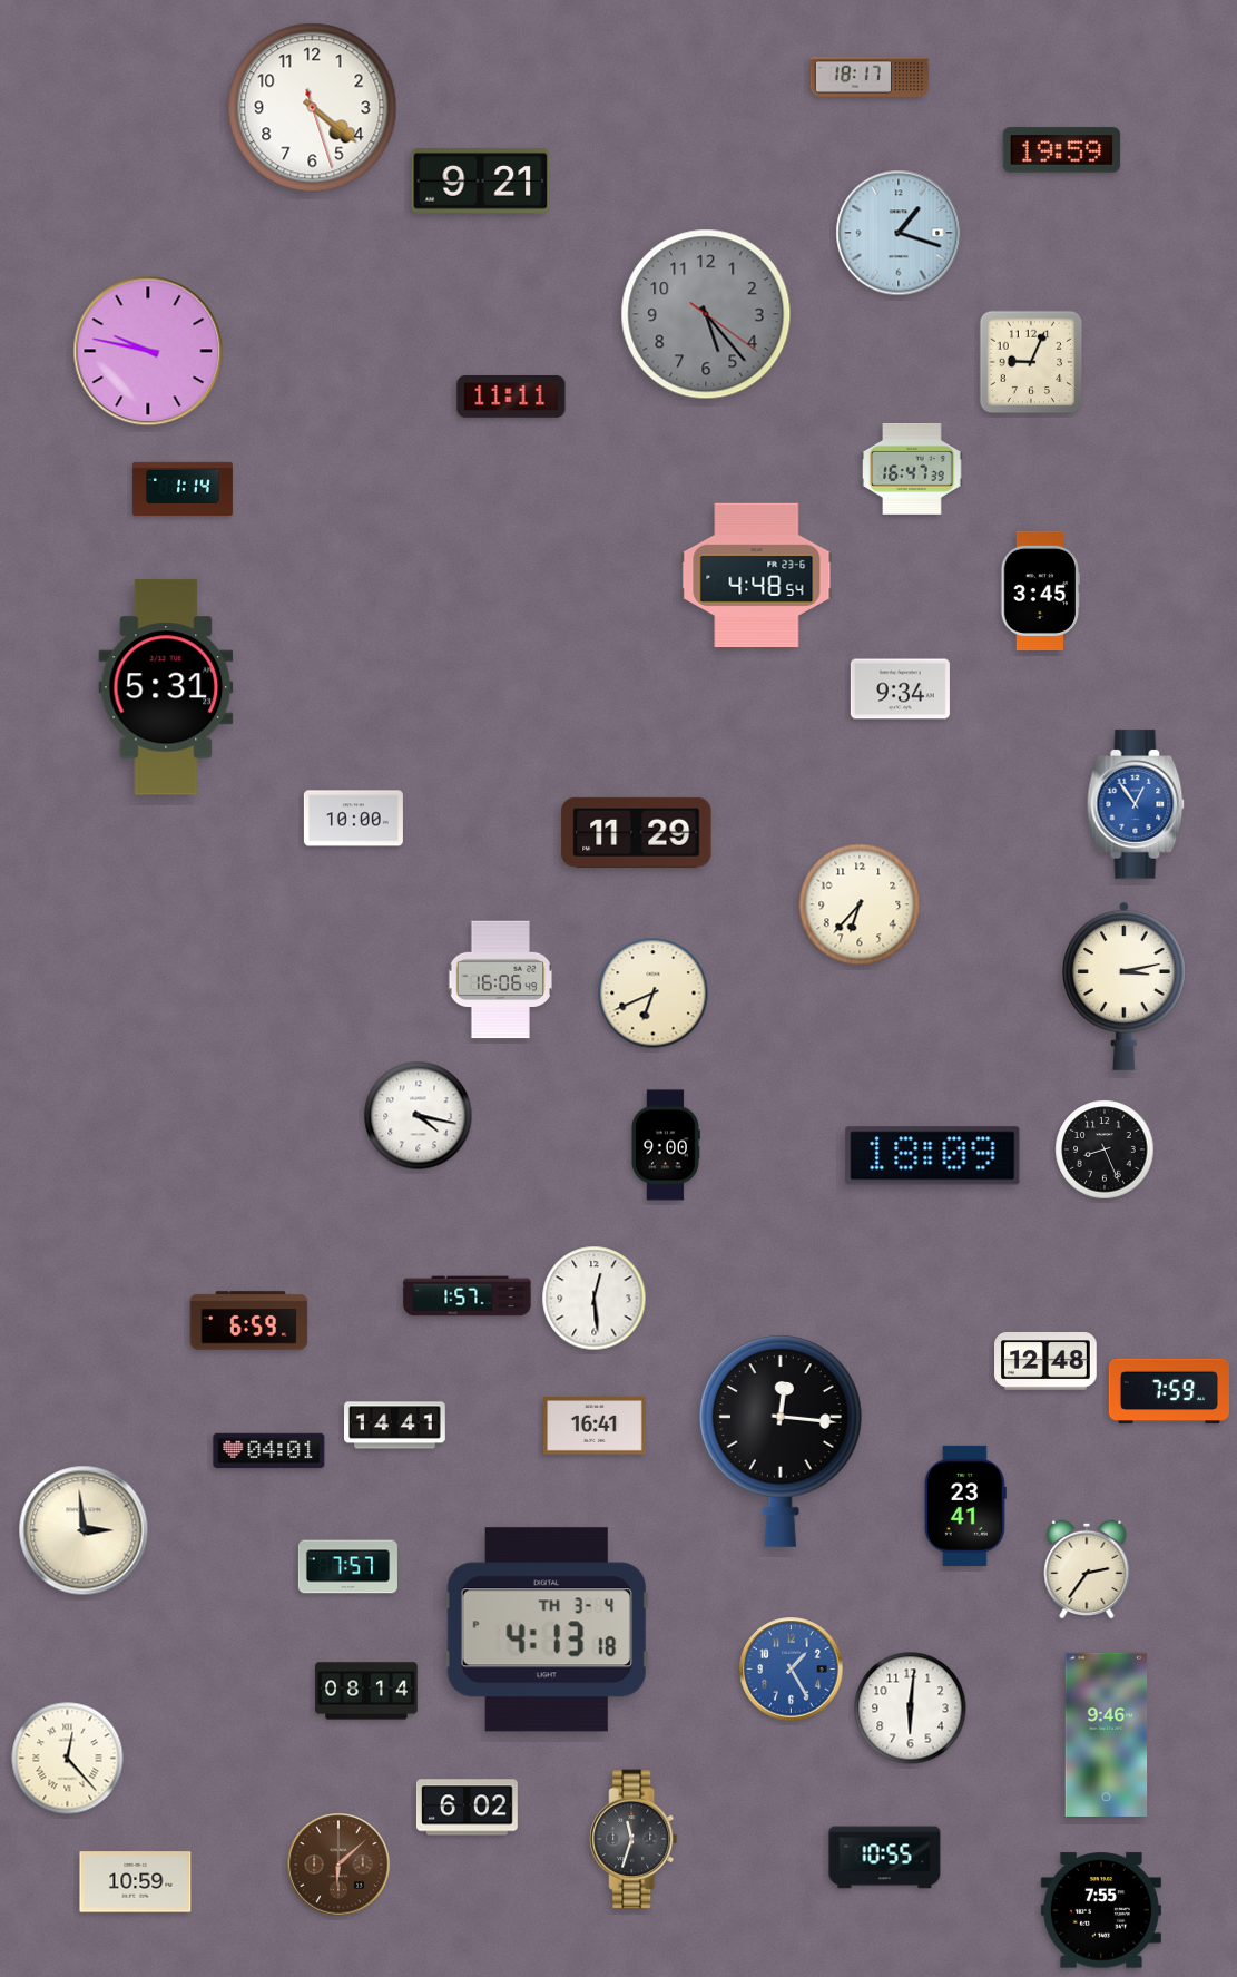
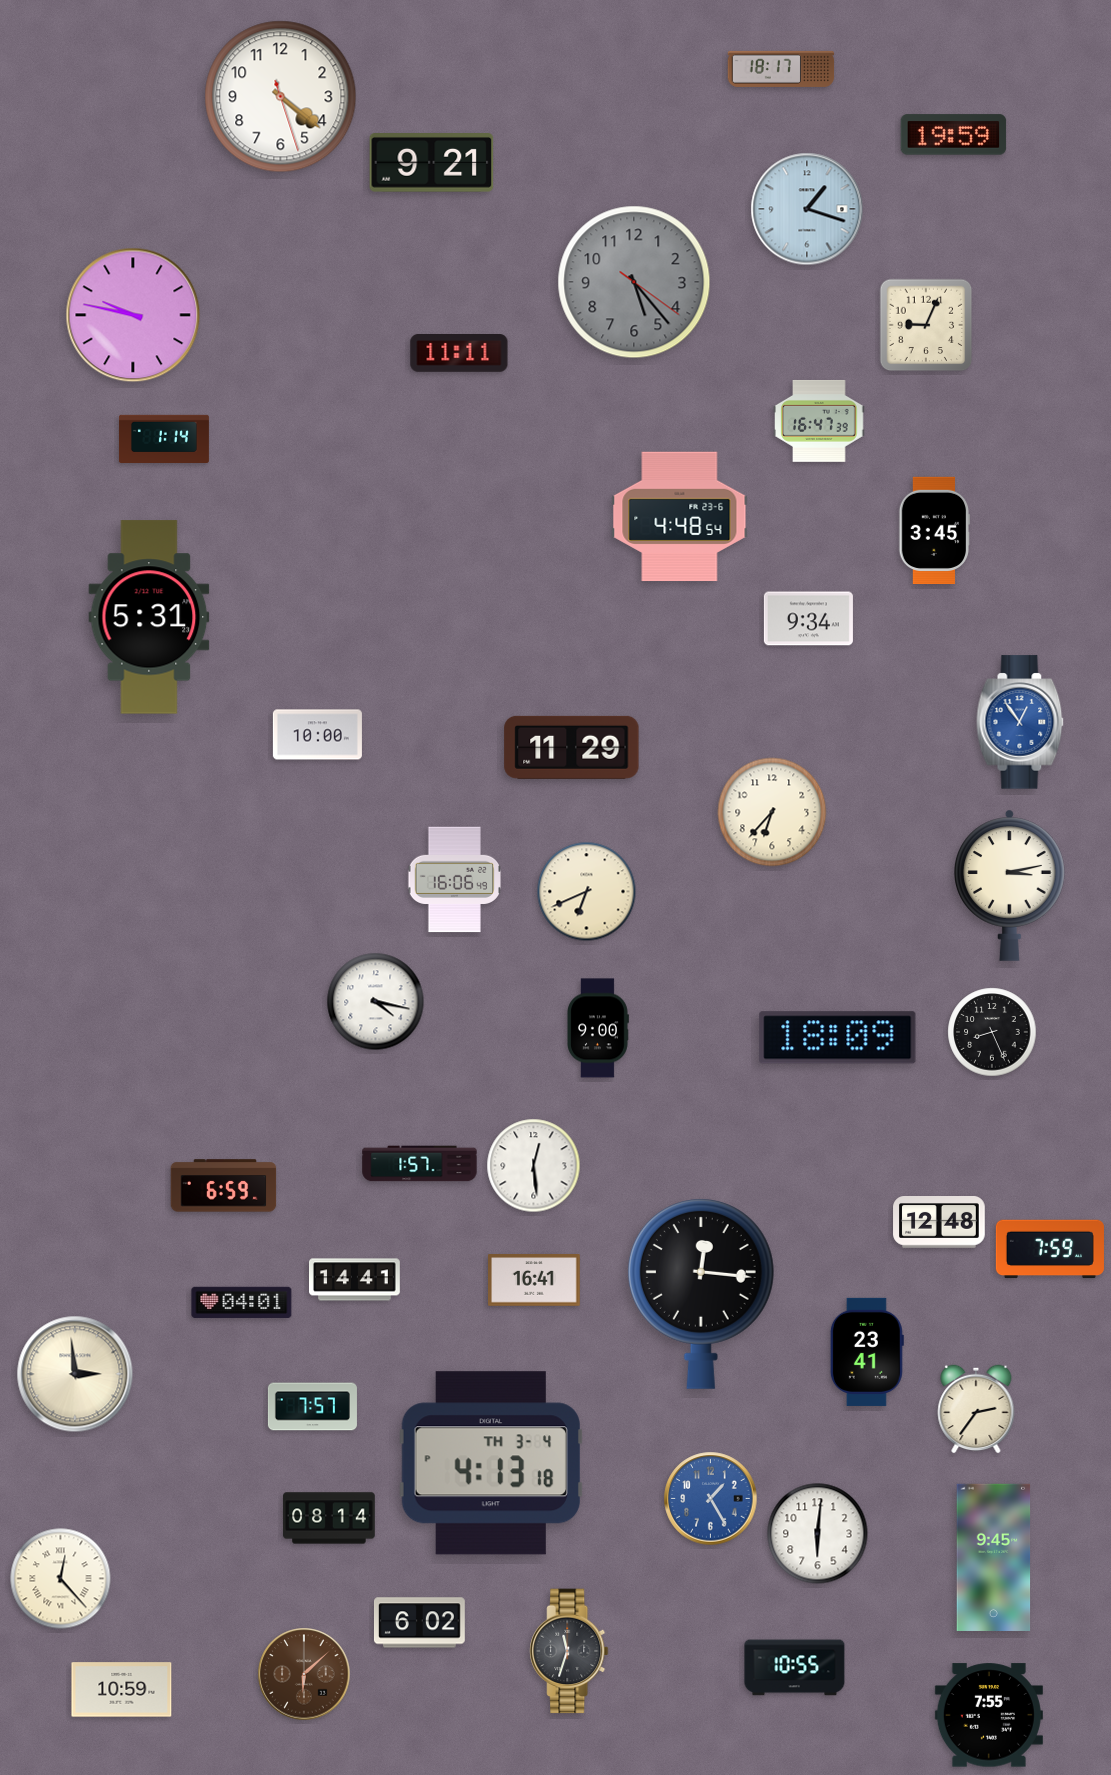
clock at (511, 398) position: (511, 398) -> (459, 354)
clock at (500, 980) position: (500, 980) -> (454, 880)
clock at (1107, 1734): 9:46 -> 9:45
